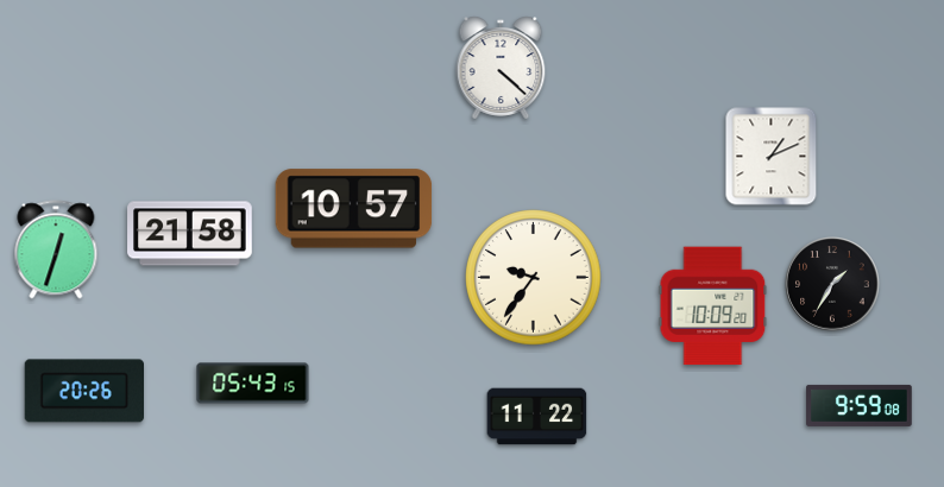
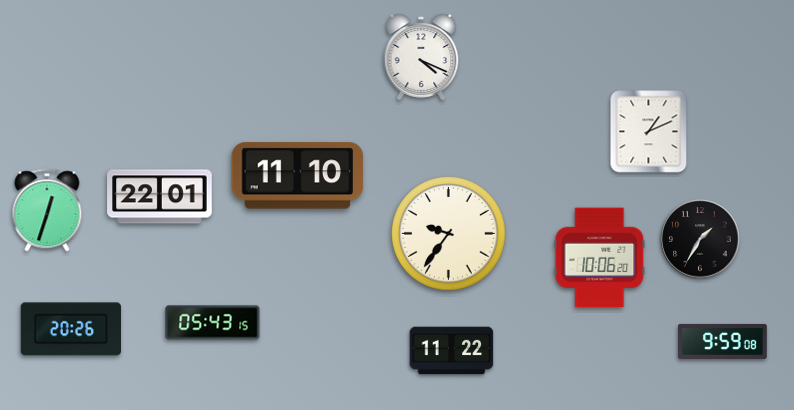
clock at (501, 68): 4:22 -> 4:19
clock at (354, 209): 10:57 -> 11:10
clock at (190, 234): 21:58 -> 22:01
clock at (713, 306): 10:09 -> 10:06
